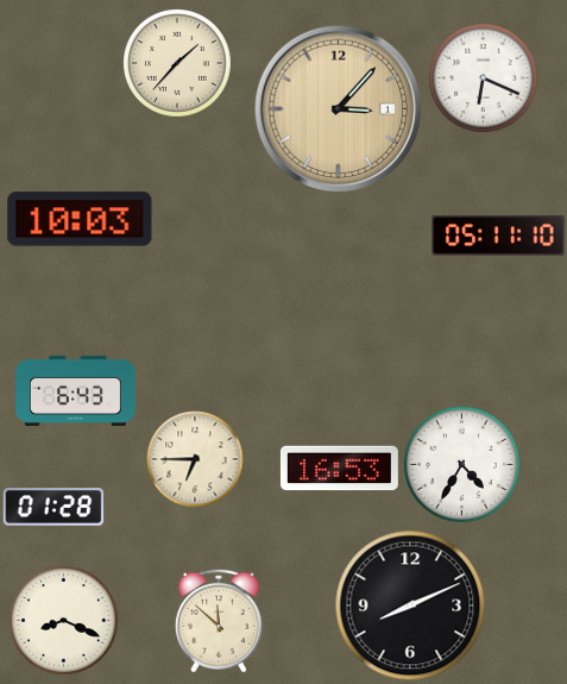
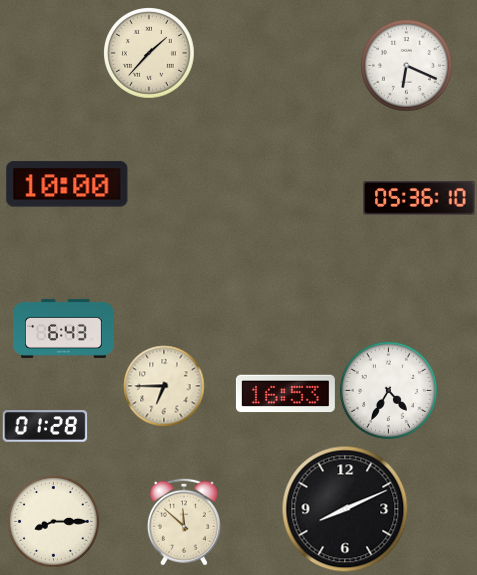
clock at (338, 108): 3:07 -> none
clock at (80, 219): 10:03 -> 10:00
clock at (498, 236): 05:11 -> 05:36
clock at (64, 621): 8:19 -> 8:15
